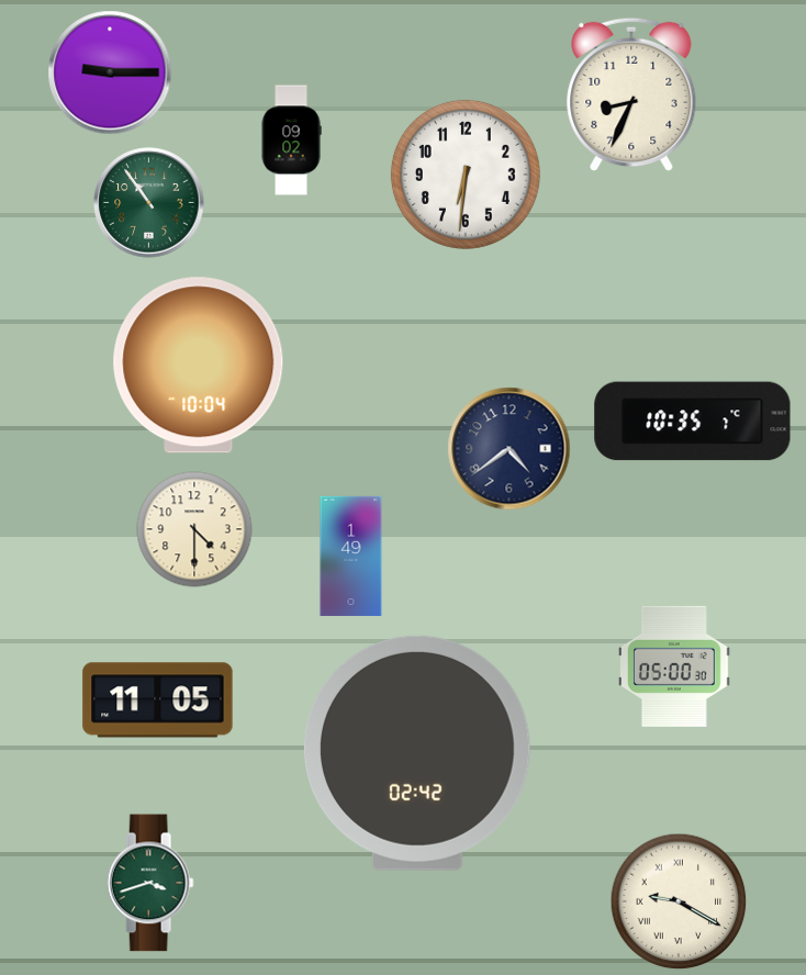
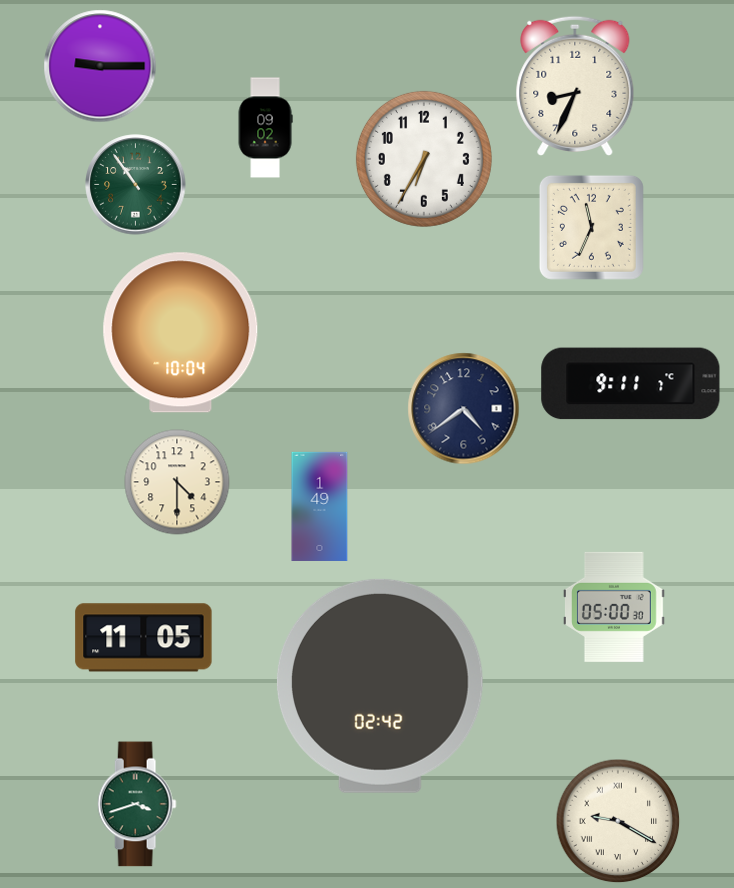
clock at (466, 175): 6:31 -> 6:35
clock at (591, 227): none -> 11:34
clock at (693, 422): 10:35 -> 9:11
